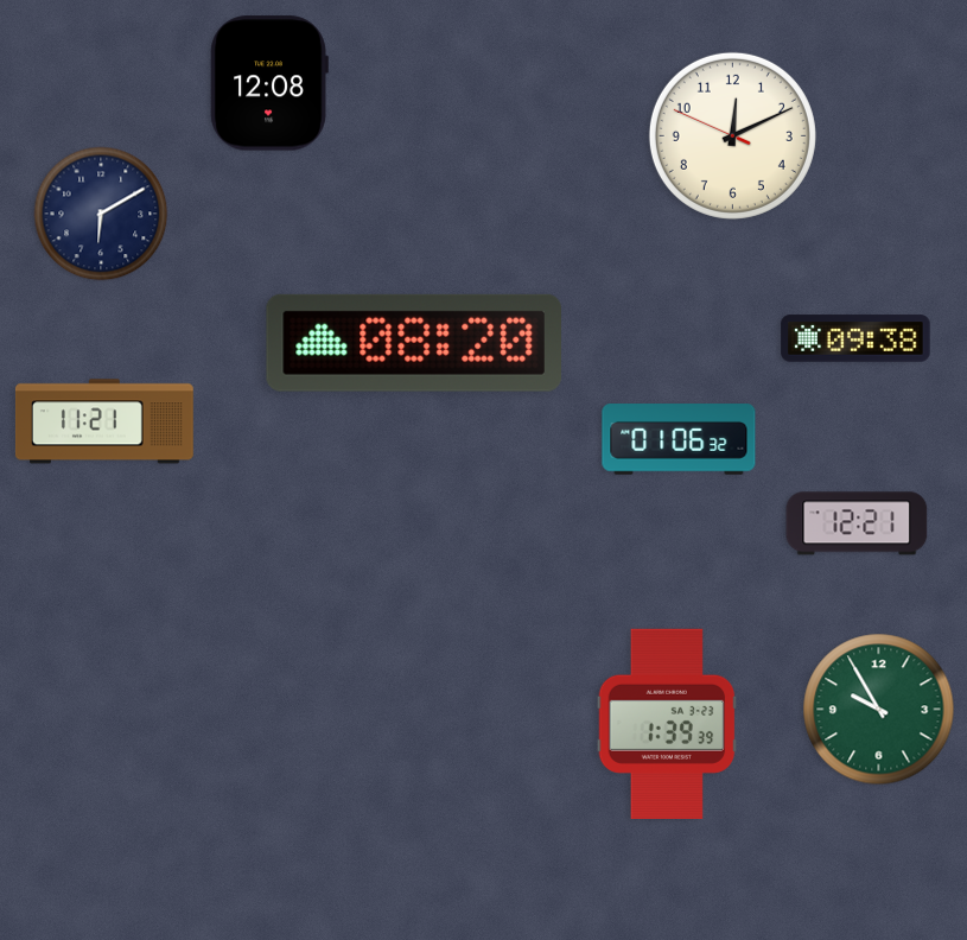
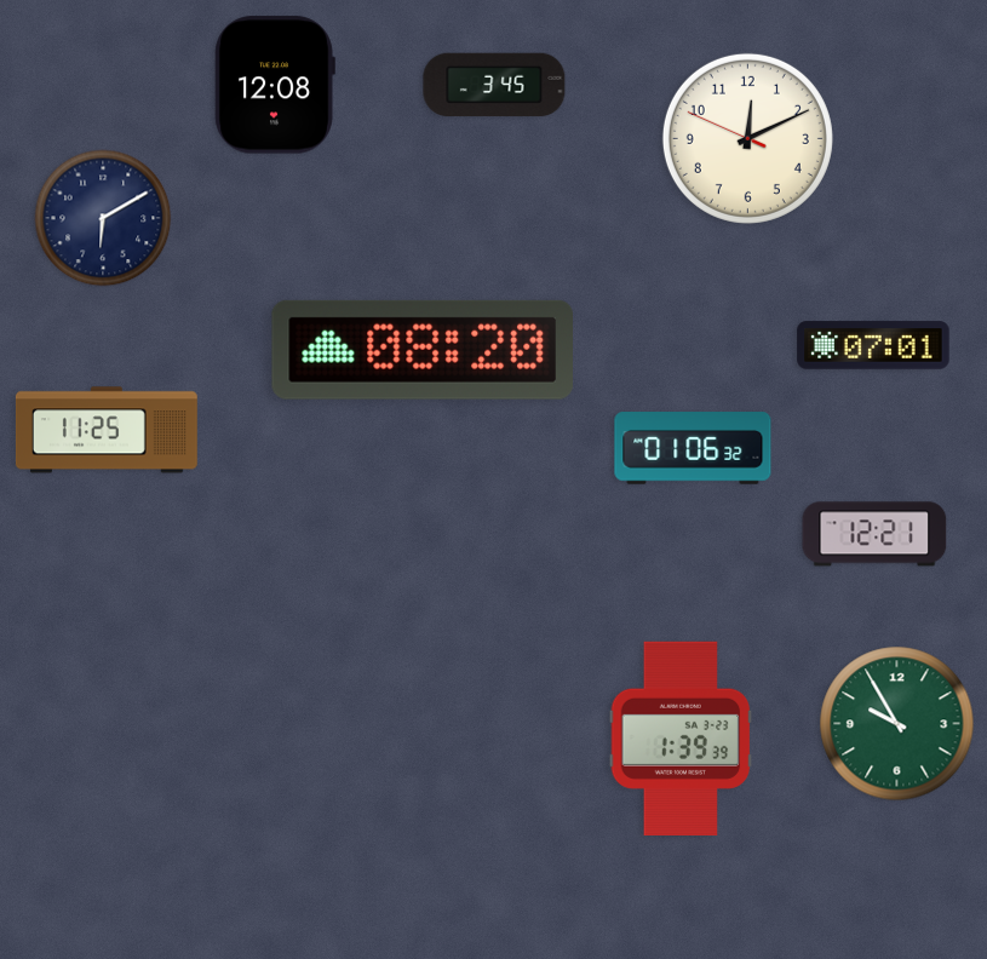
clock at (494, 85): none -> 3:45
clock at (855, 338): 09:38 -> 07:01
clock at (104, 421): 11:21 -> 11:25
